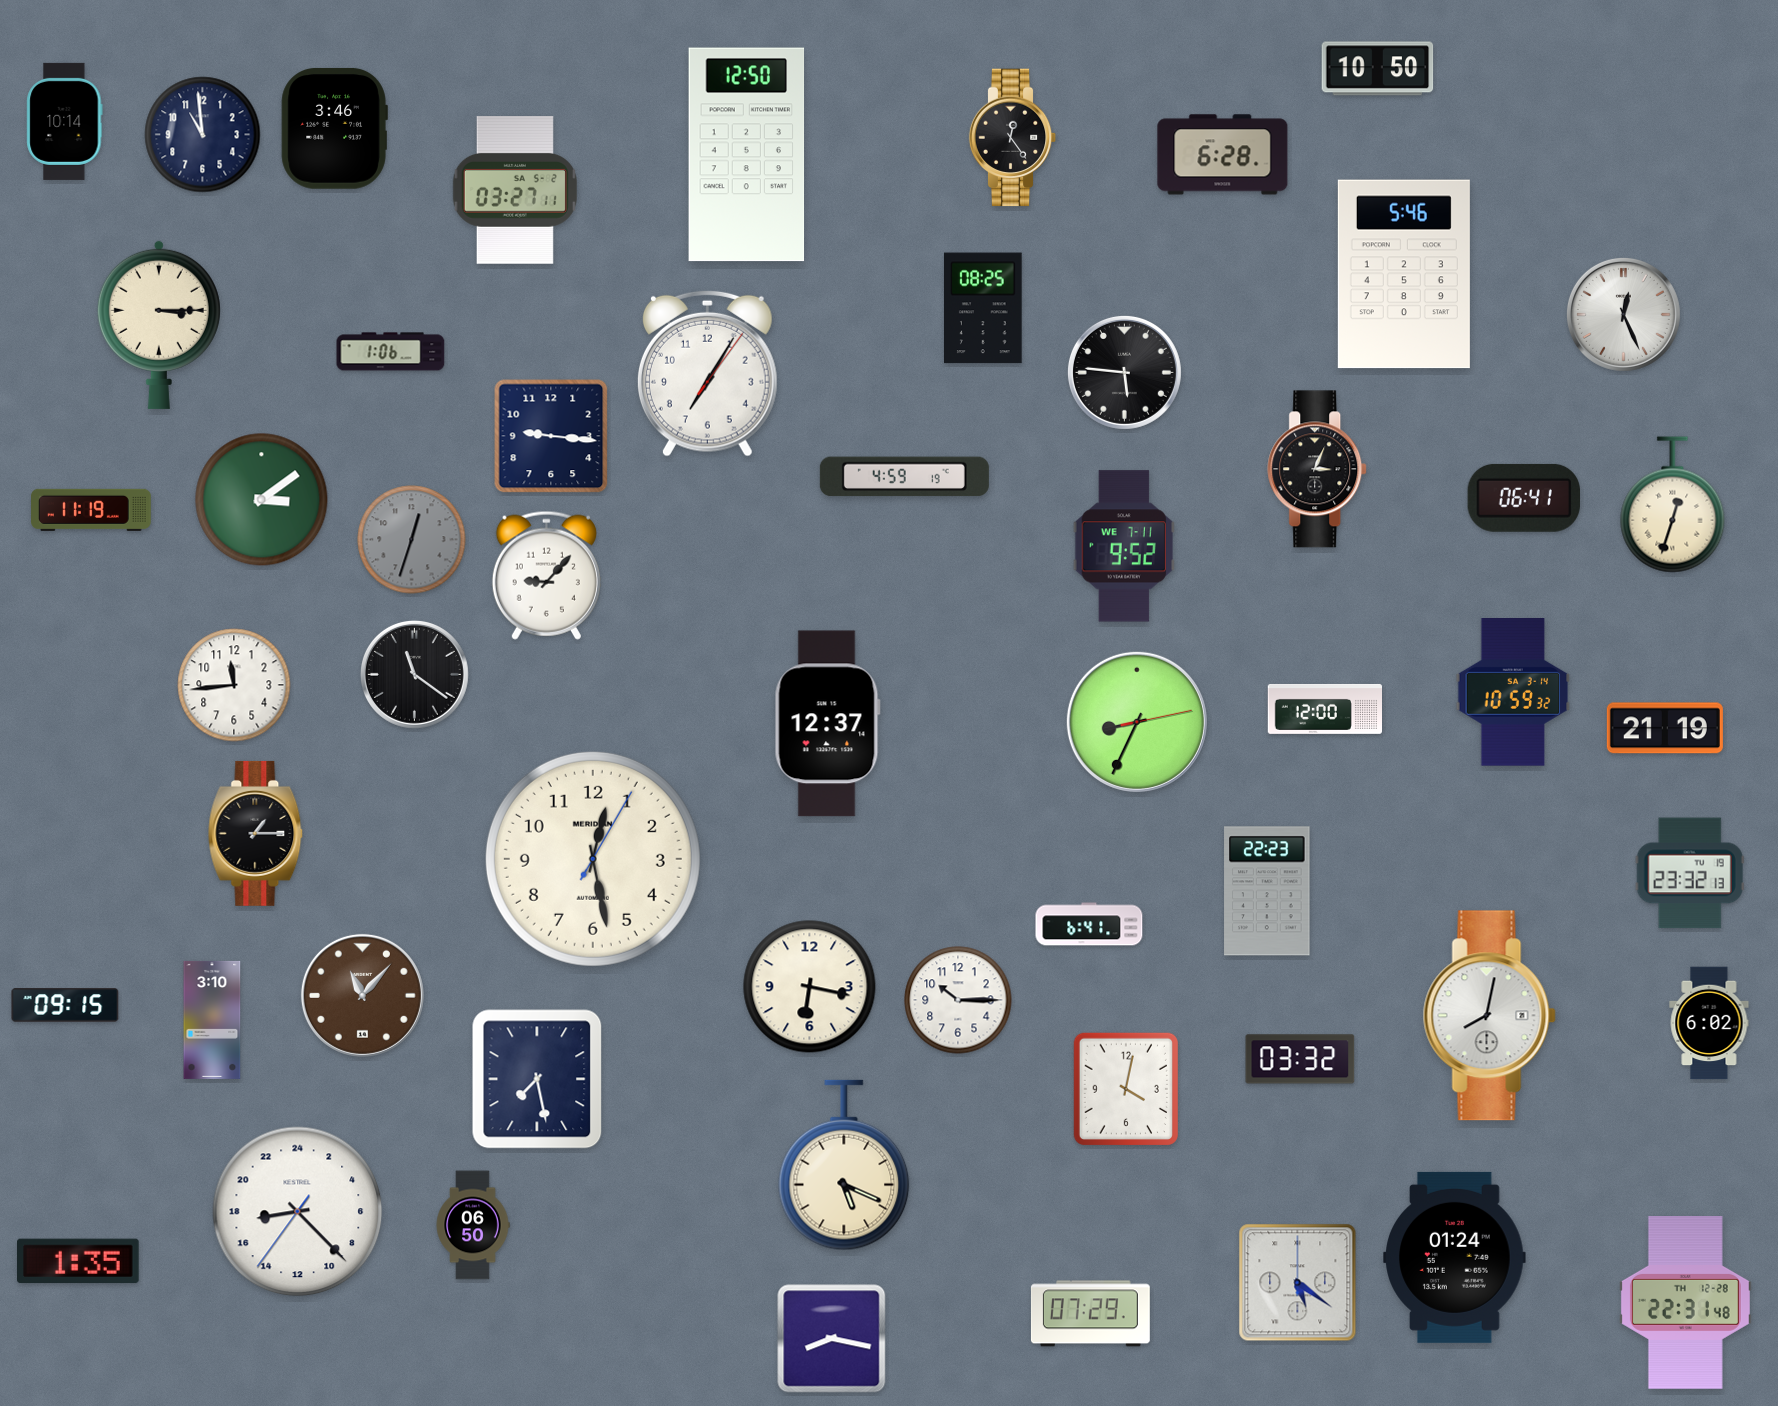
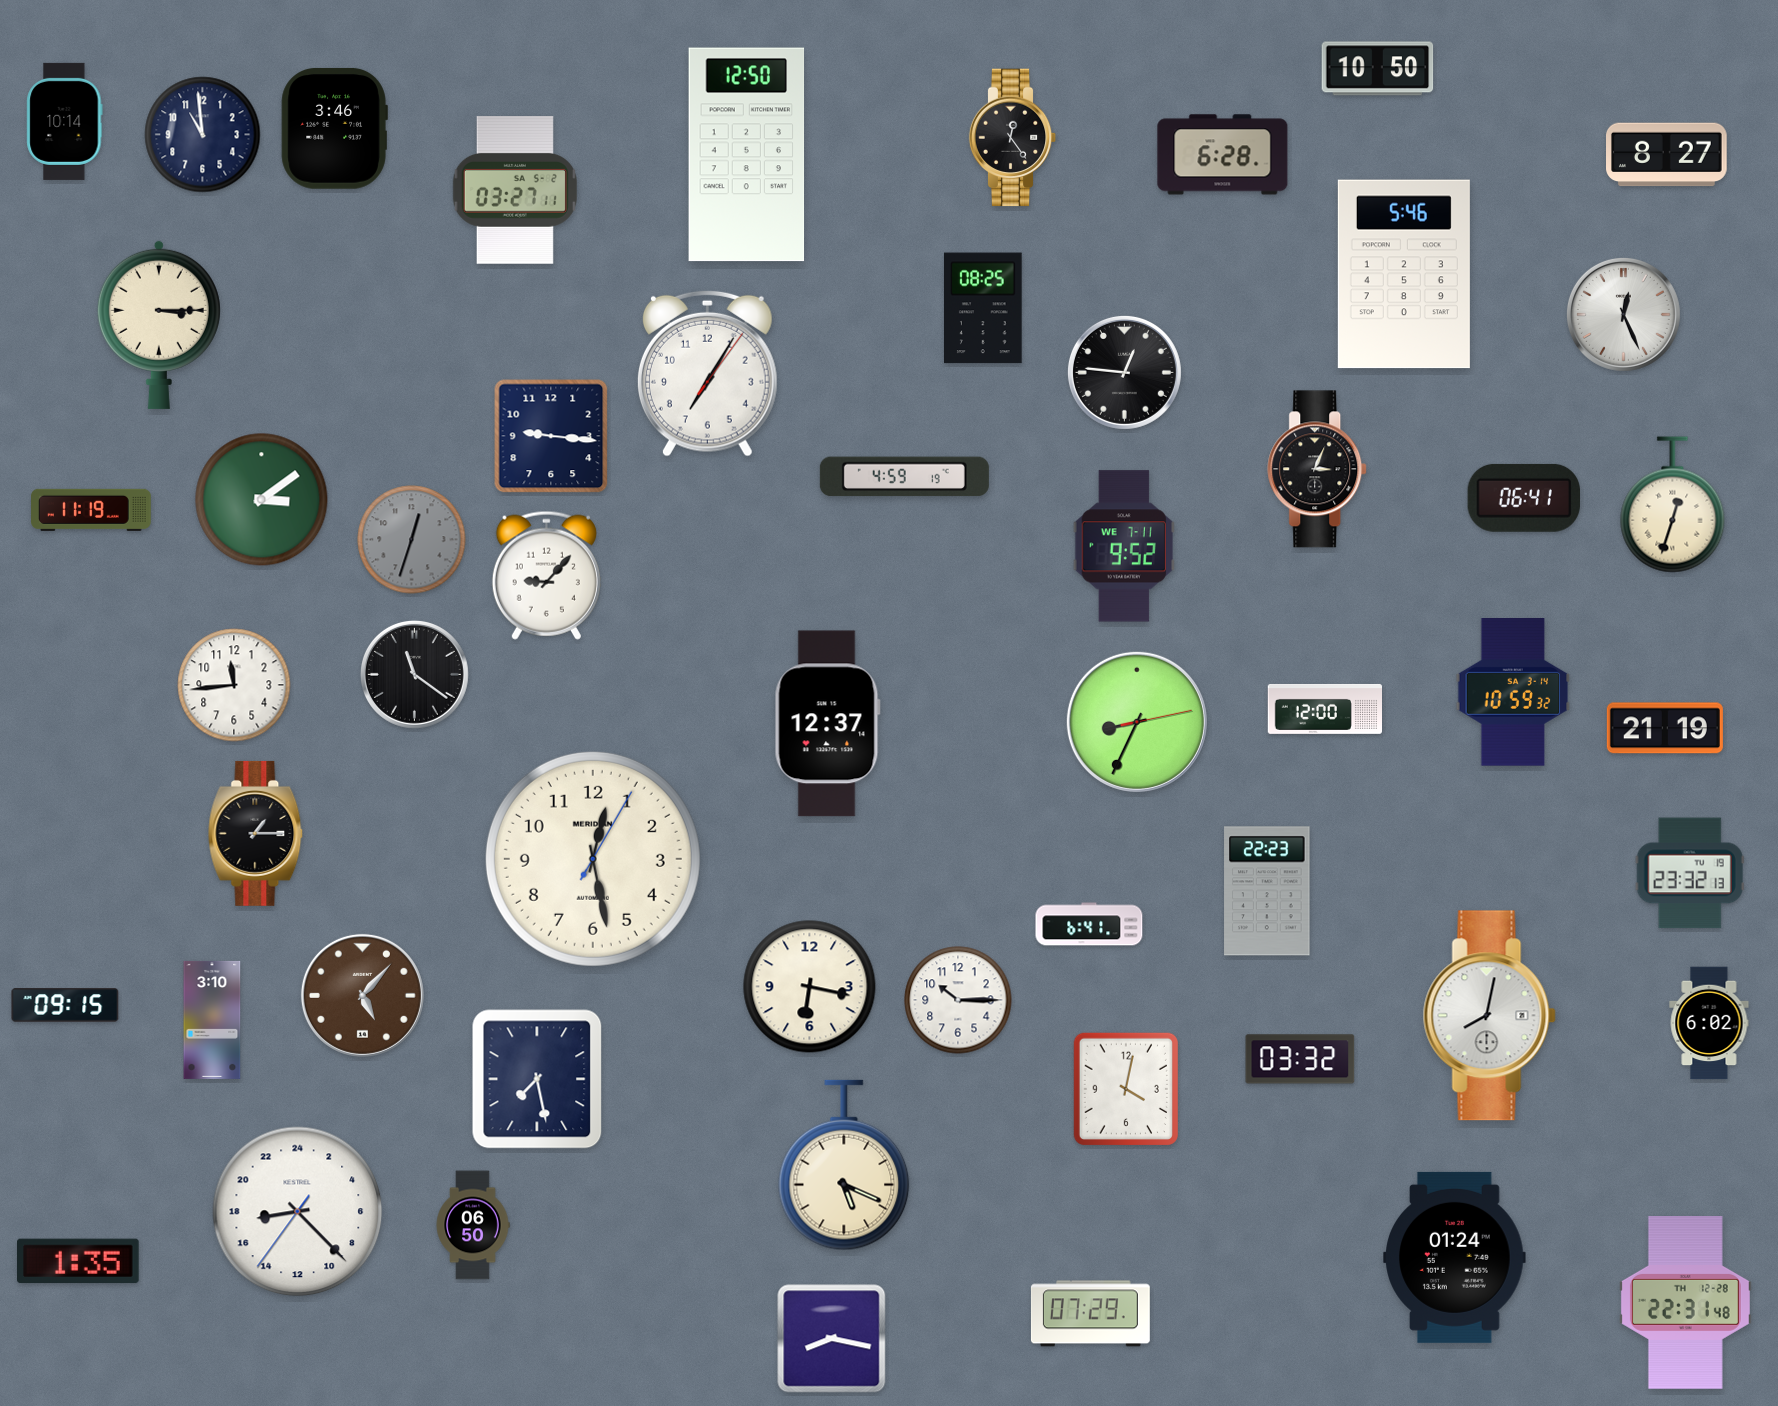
clock at (1667, 155): none -> 8:27
clock at (391, 352): 1:06 -> none
clock at (1124, 372): 5:46 -> 12:46
clock at (362, 995): 11:07 -> 5:07
clock at (1298, 1283): 5:21 -> none
